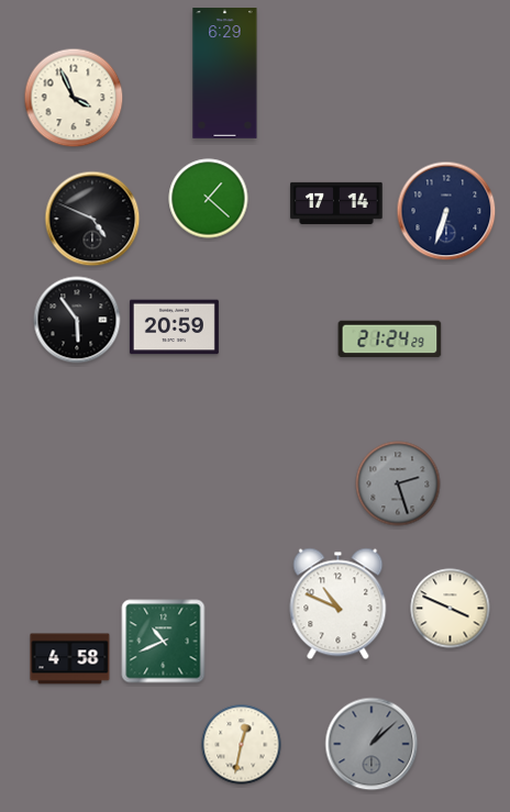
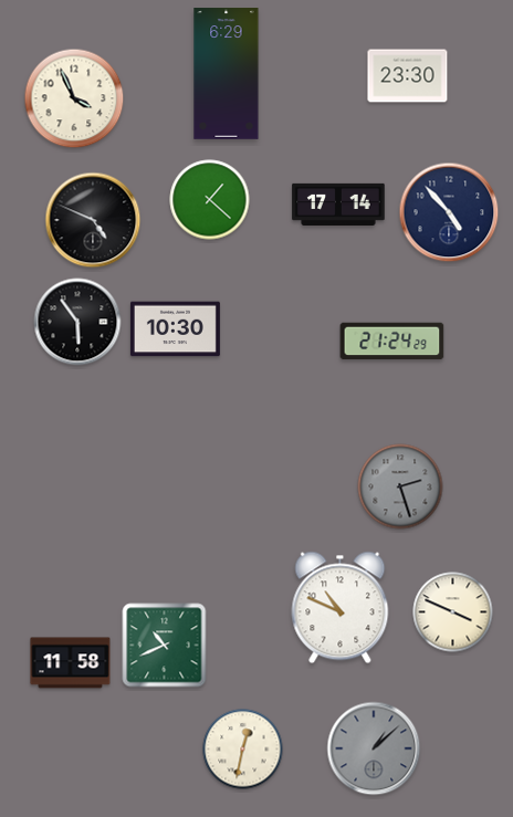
clock at (408, 76): none -> 23:30
clock at (446, 211): 6:33 -> 4:53
clock at (174, 327): 20:59 -> 10:30
clock at (70, 659): 4:58 -> 11:58
